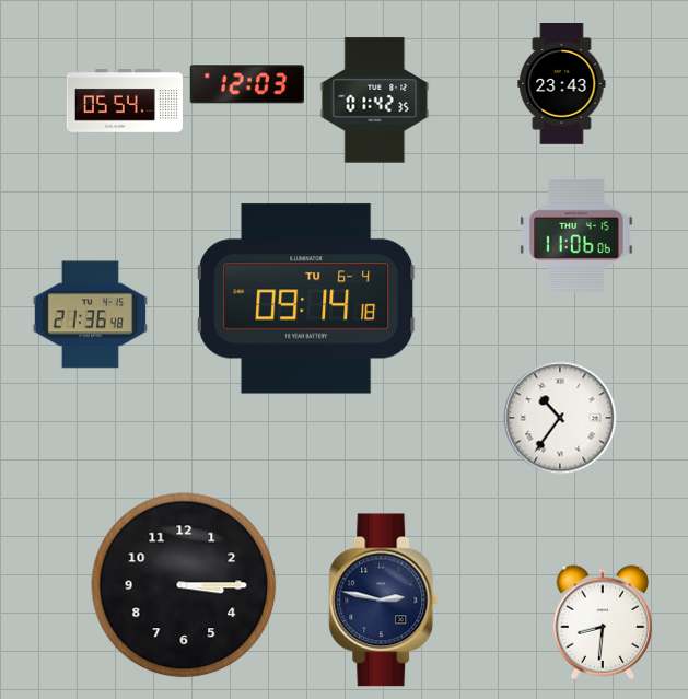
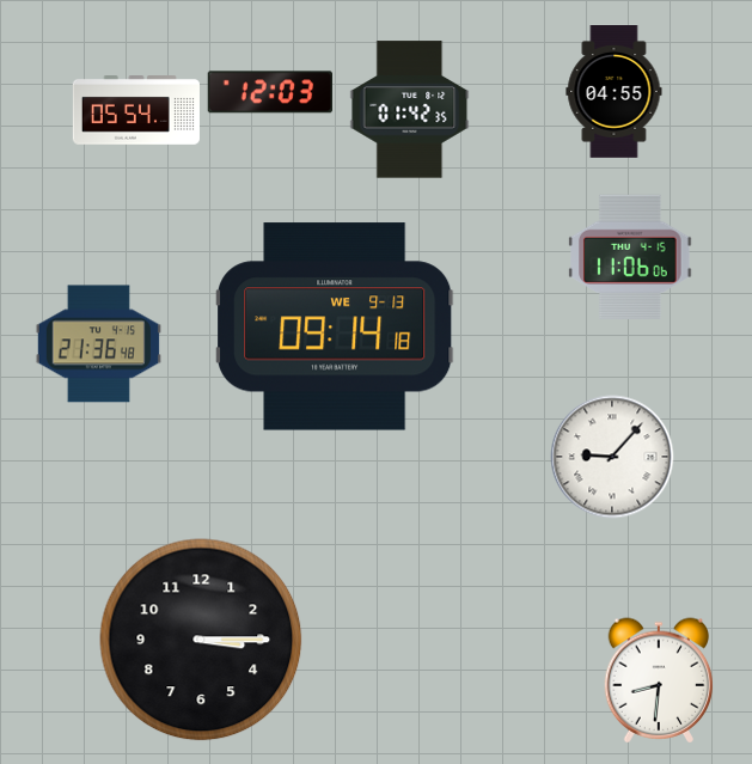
clock at (562, 84): 23:43 -> 04:55
clock at (306, 299) date: TU 6-4 -> WE 9-13
clock at (560, 418): 10:36 -> 9:07
clock at (384, 601): 2:47 -> none
